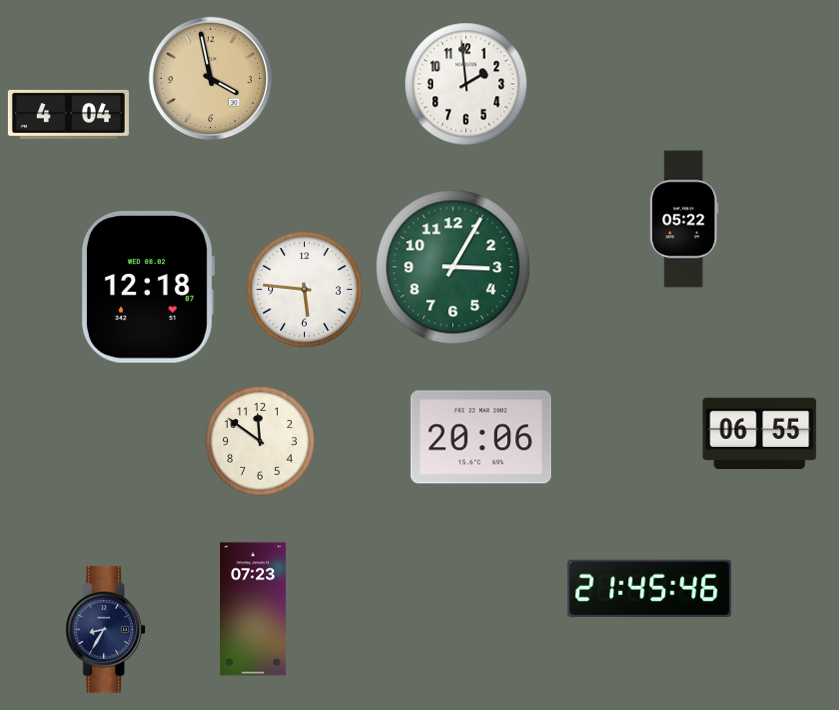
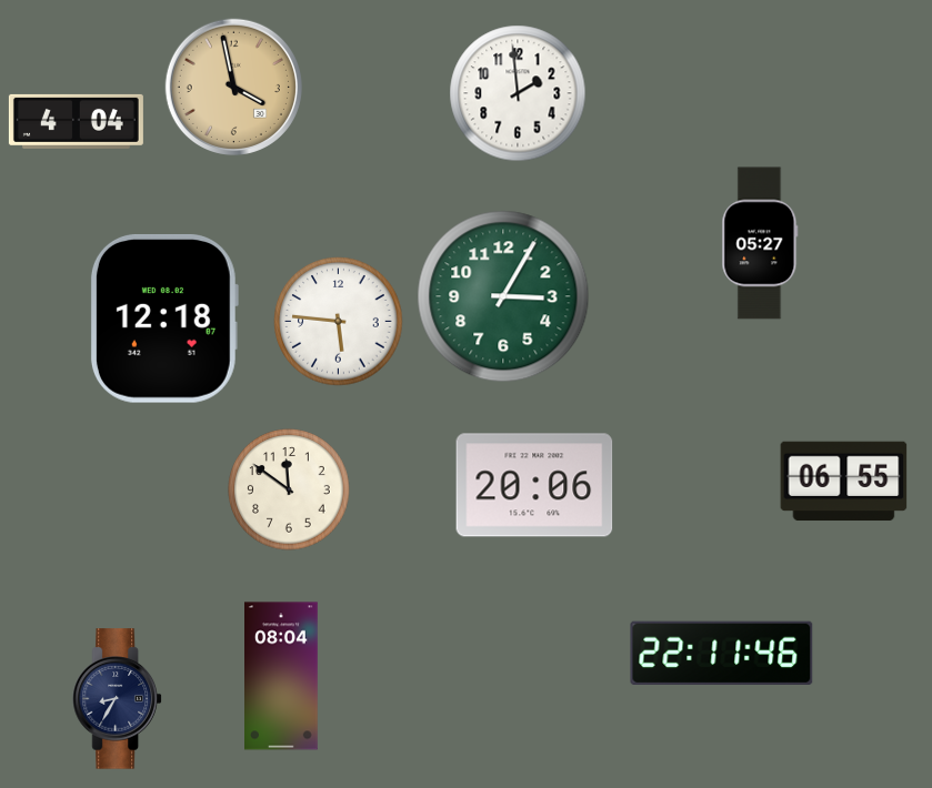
clock at (68, 114) position: (68, 114) -> (76, 121)
clock at (684, 219): 05:22 -> 05:27
clock at (650, 588): 21:45 -> 22:11
clock at (254, 609): 07:23 -> 08:04
